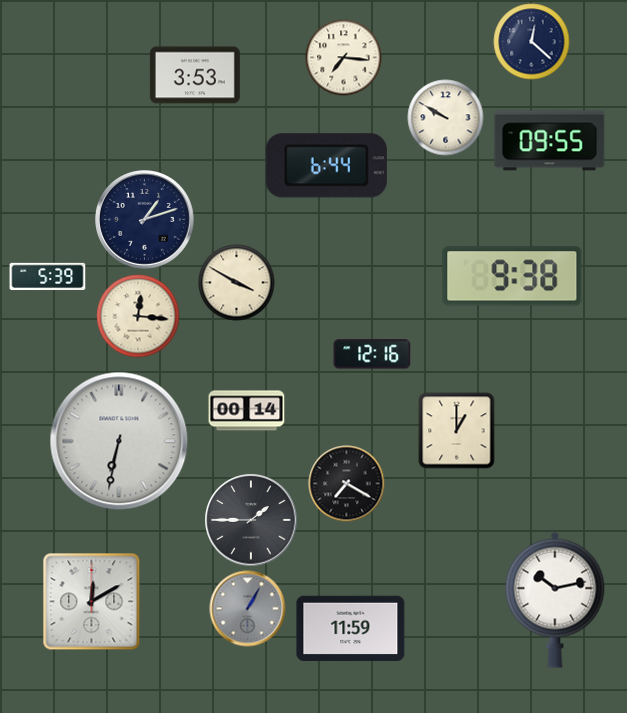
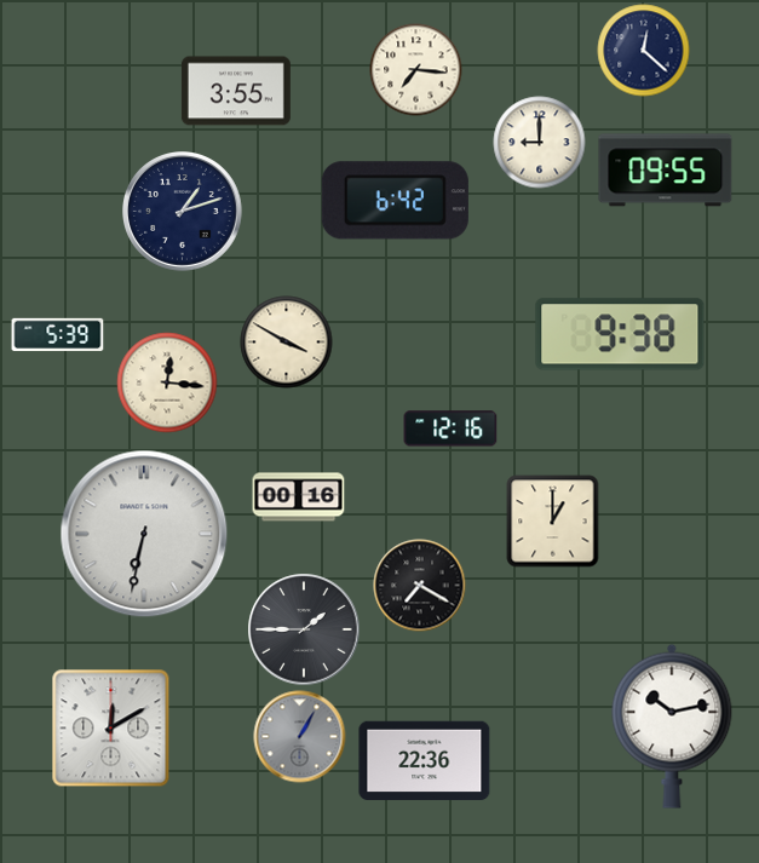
clock at (195, 75): 3:53 -> 3:55
clock at (446, 118): 9:50 -> 9:00
clock at (326, 166): 6:44 -> 6:42
clock at (145, 220) position: (145, 220) -> (183, 212)
clock at (247, 411): 00:14 -> 00:16
clock at (351, 628): 11:59 -> 22:36
